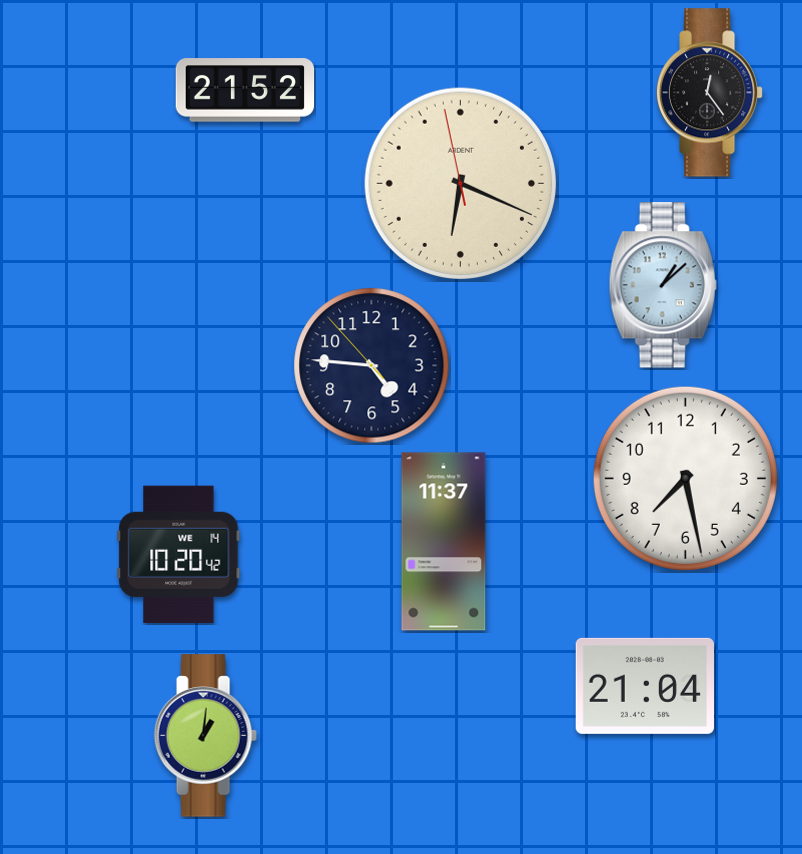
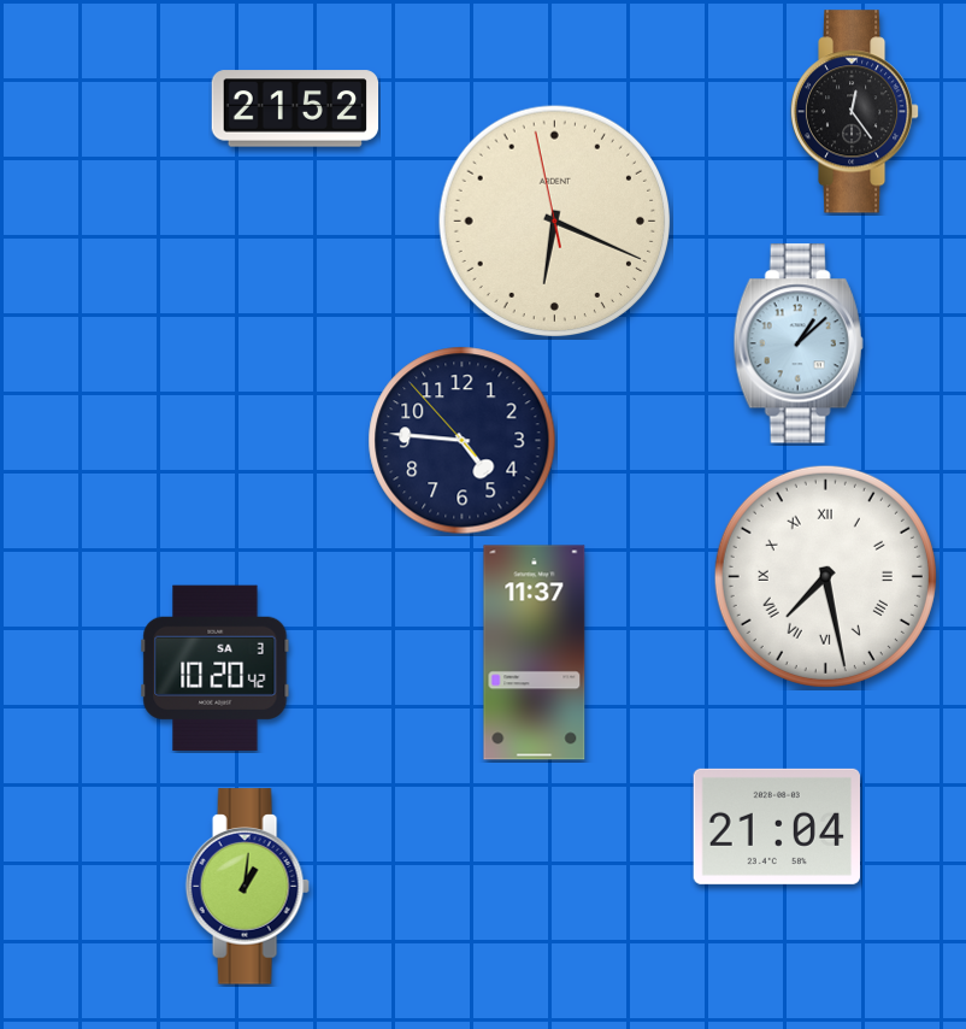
clock at (372, 366) position: (372, 366) -> (463, 441)
clock at (685, 478) numerals: Arabic -> Roman
clock at (179, 554) date: WE 14 -> SA 3
